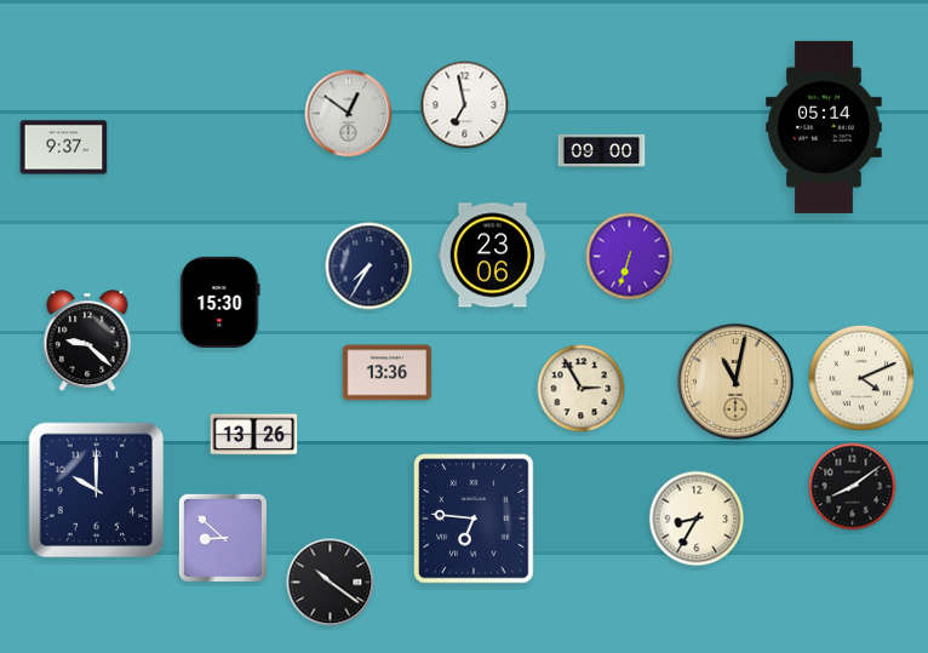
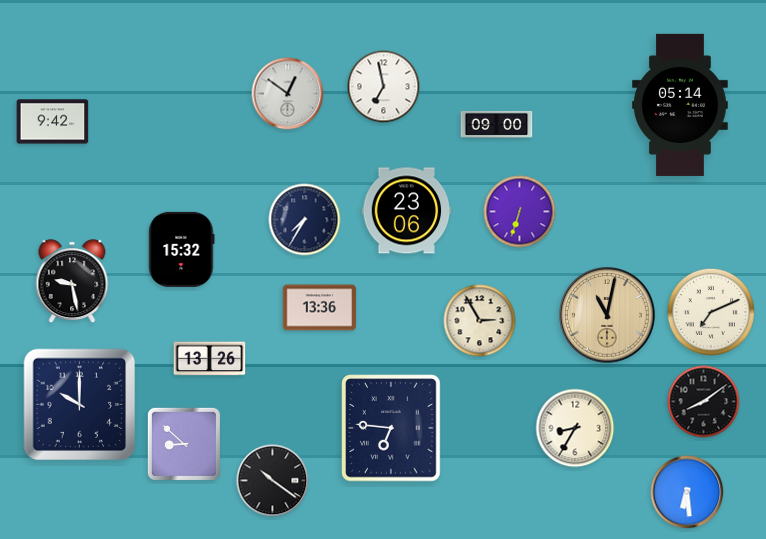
clock at (64, 148): 9:37 -> 9:42
clock at (220, 302): 15:30 -> 15:32
clock at (87, 342): 9:22 -> 9:28
clock at (861, 378): 4:11 -> 7:11
clock at (687, 492): none -> 6:29
